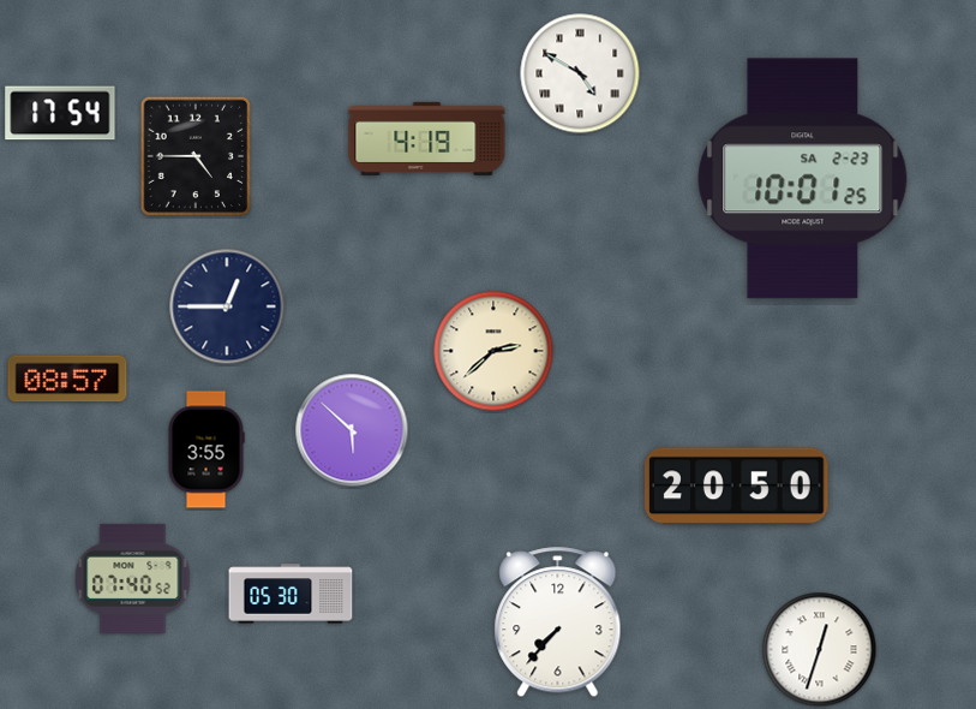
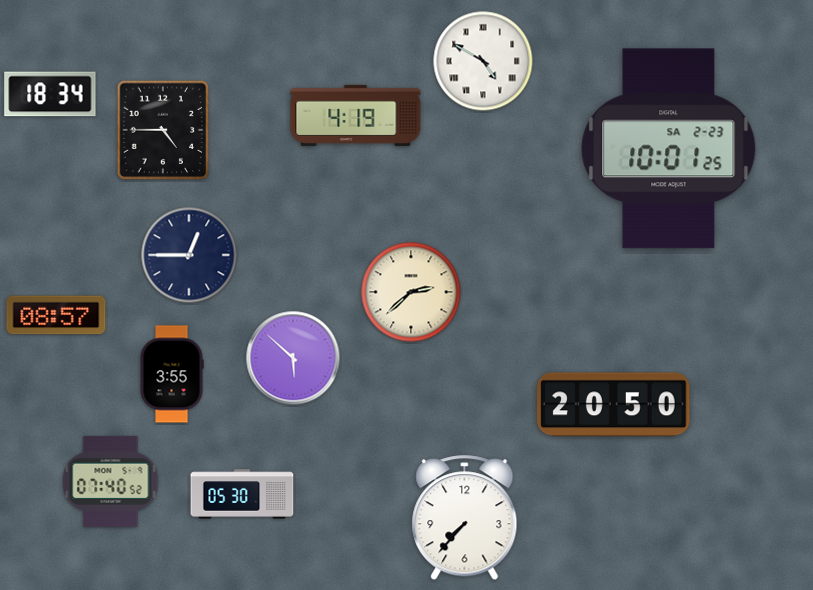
clock at (60, 113): 17:54 -> 18:34
clock at (820, 650): 12:33 -> none
